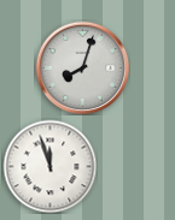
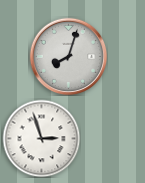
clock at (49, 166): 11:57 -> 2:57
